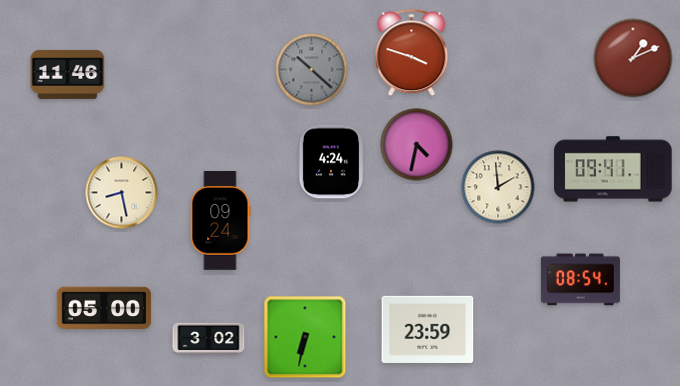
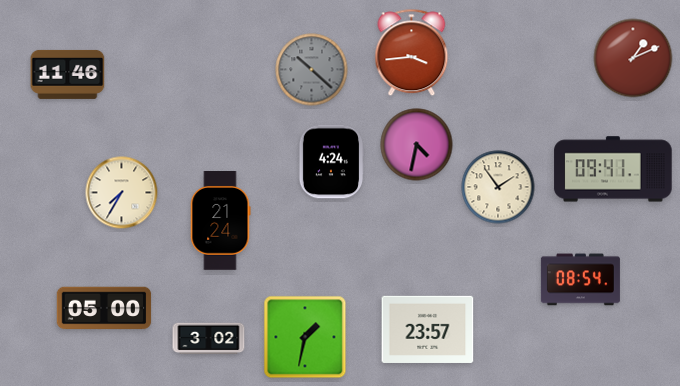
clock at (412, 53): 3:48 -> 3:44
clock at (498, 187): 1:59 -> 1:54
clock at (122, 193): 8:28 -> 7:35
clock at (221, 221): 09:24 -> 21:24
clock at (428, 329): 23:59 -> 23:57
clock at (305, 337): 6:32 -> 1:32
